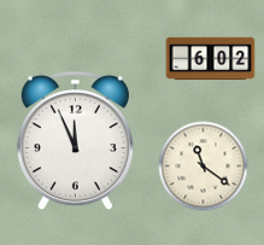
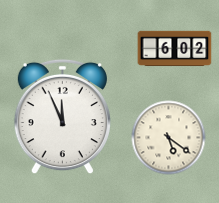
clock at (204, 167): 11:21 -> 5:21
